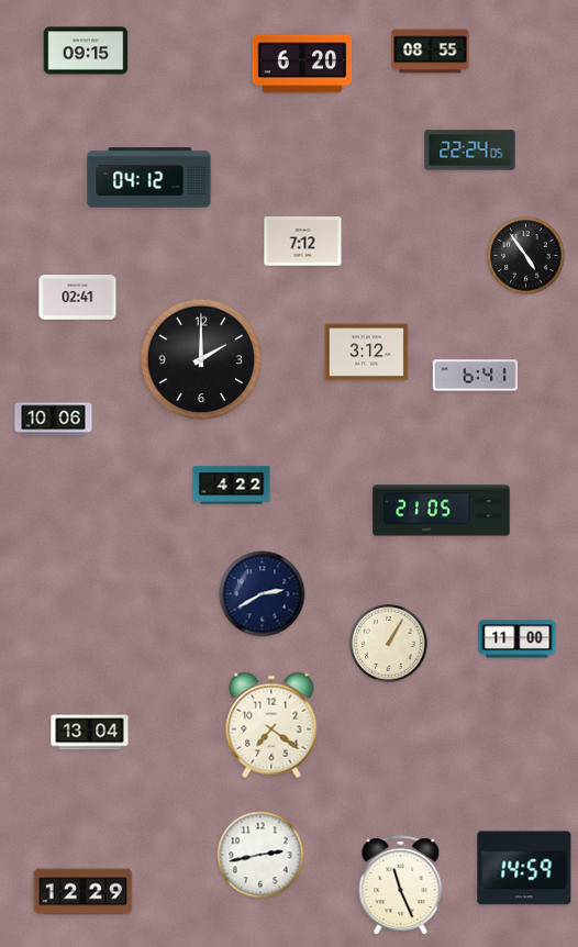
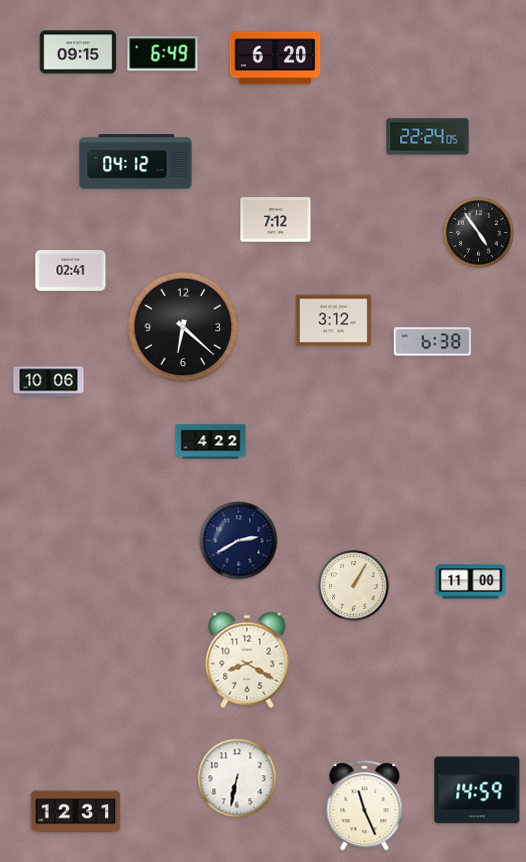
clock at (86, 51) position: (86, 51) -> (78, 52)
clock at (431, 52): 08:55 -> none
clock at (163, 54): none -> 6:49
clock at (201, 359): 2:00 -> 6:22
clock at (476, 376): 6:41 -> 6:38
clock at (442, 511): 21:05 -> none
clock at (271, 725): 7:21 -> 8:20
clock at (90, 733): 13:04 -> none
clock at (260, 855): 2:43 -> 6:32
clock at (84, 892): 12:29 -> 12:31
